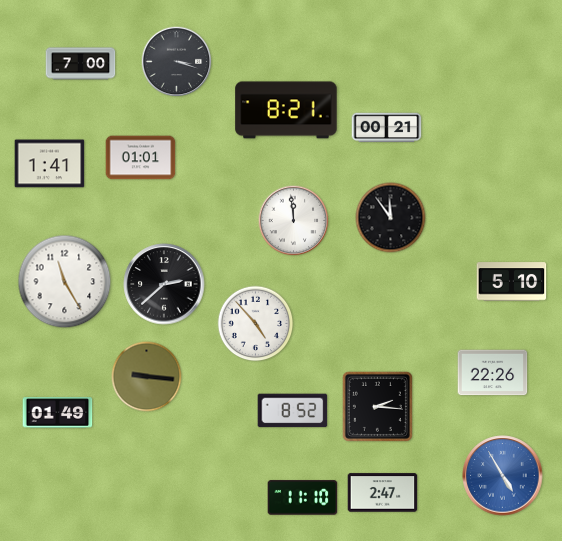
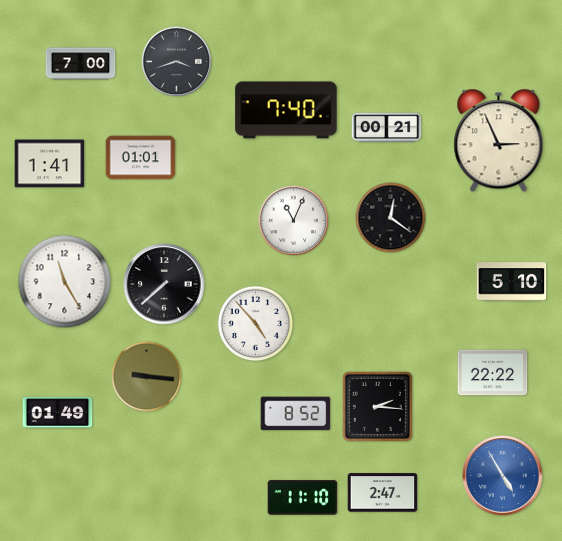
clock at (177, 62): 3:18 -> 3:42
clock at (286, 110): 8:21 -> 7:40
clock at (499, 141): none -> 2:56
clock at (391, 218): 11:54 -> 12:21
clock at (294, 221): 11:59 -> 11:04
clock at (164, 284): 2:38 -> 7:38
clock at (493, 373): 22:26 -> 22:22
clock at (293, 411) position: (293, 411) -> (296, 414)
